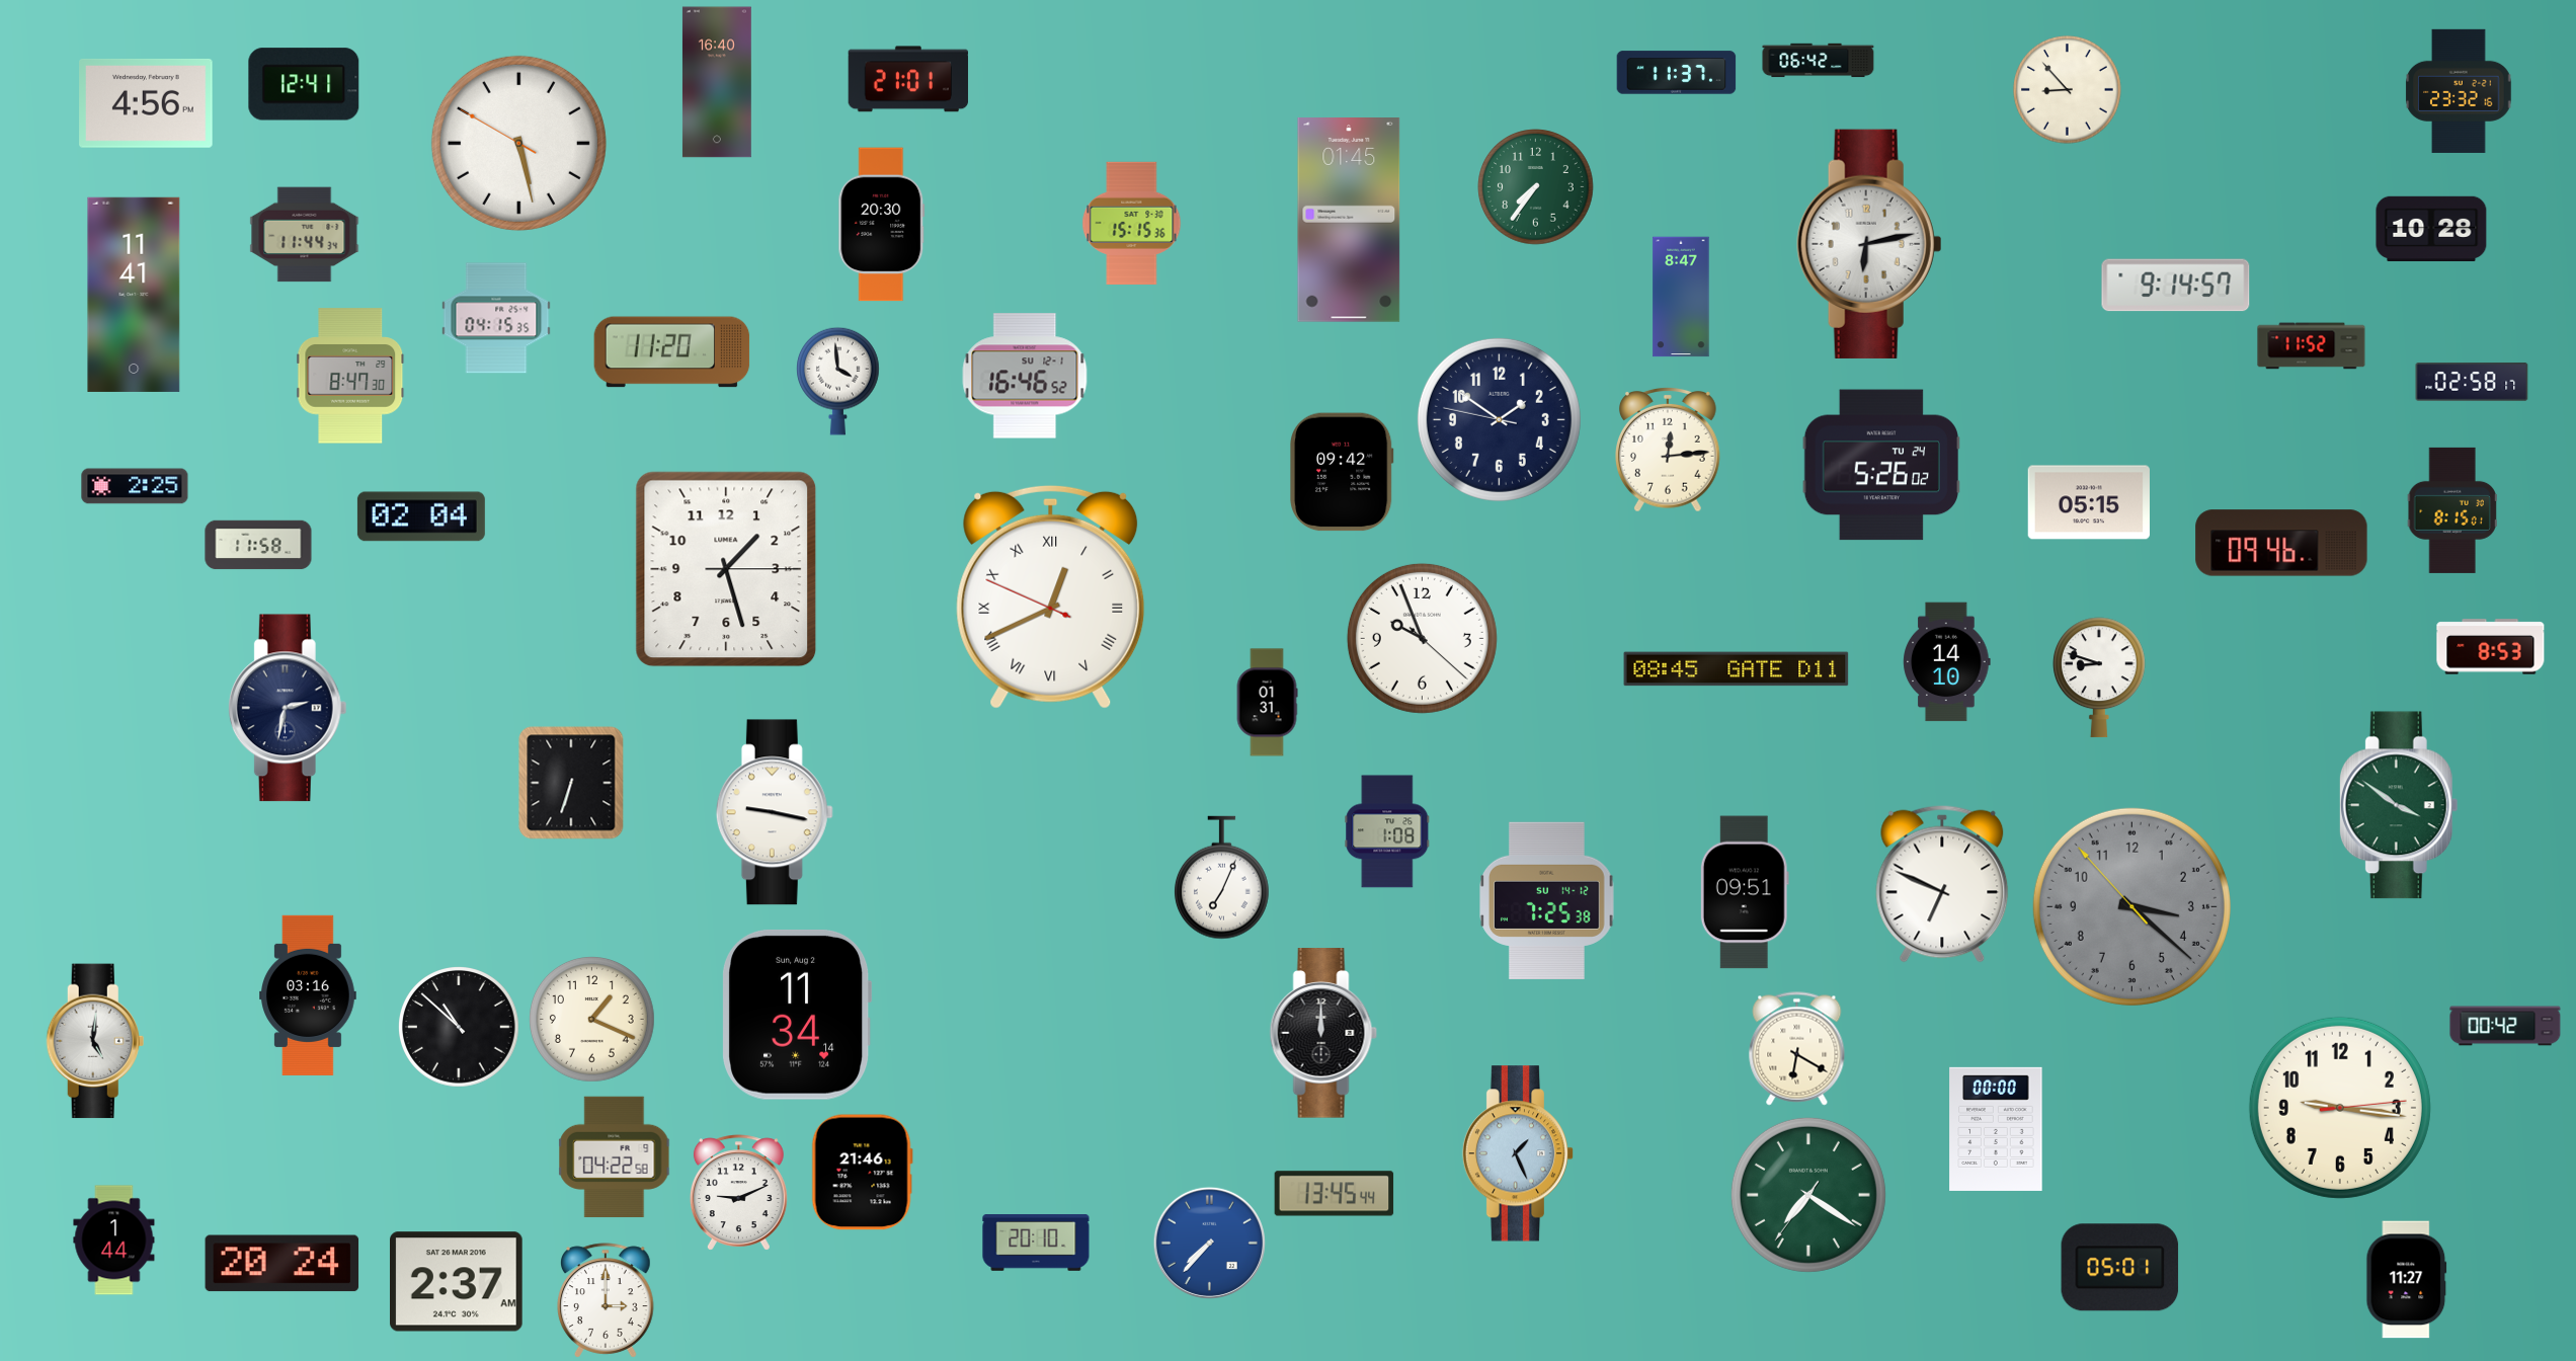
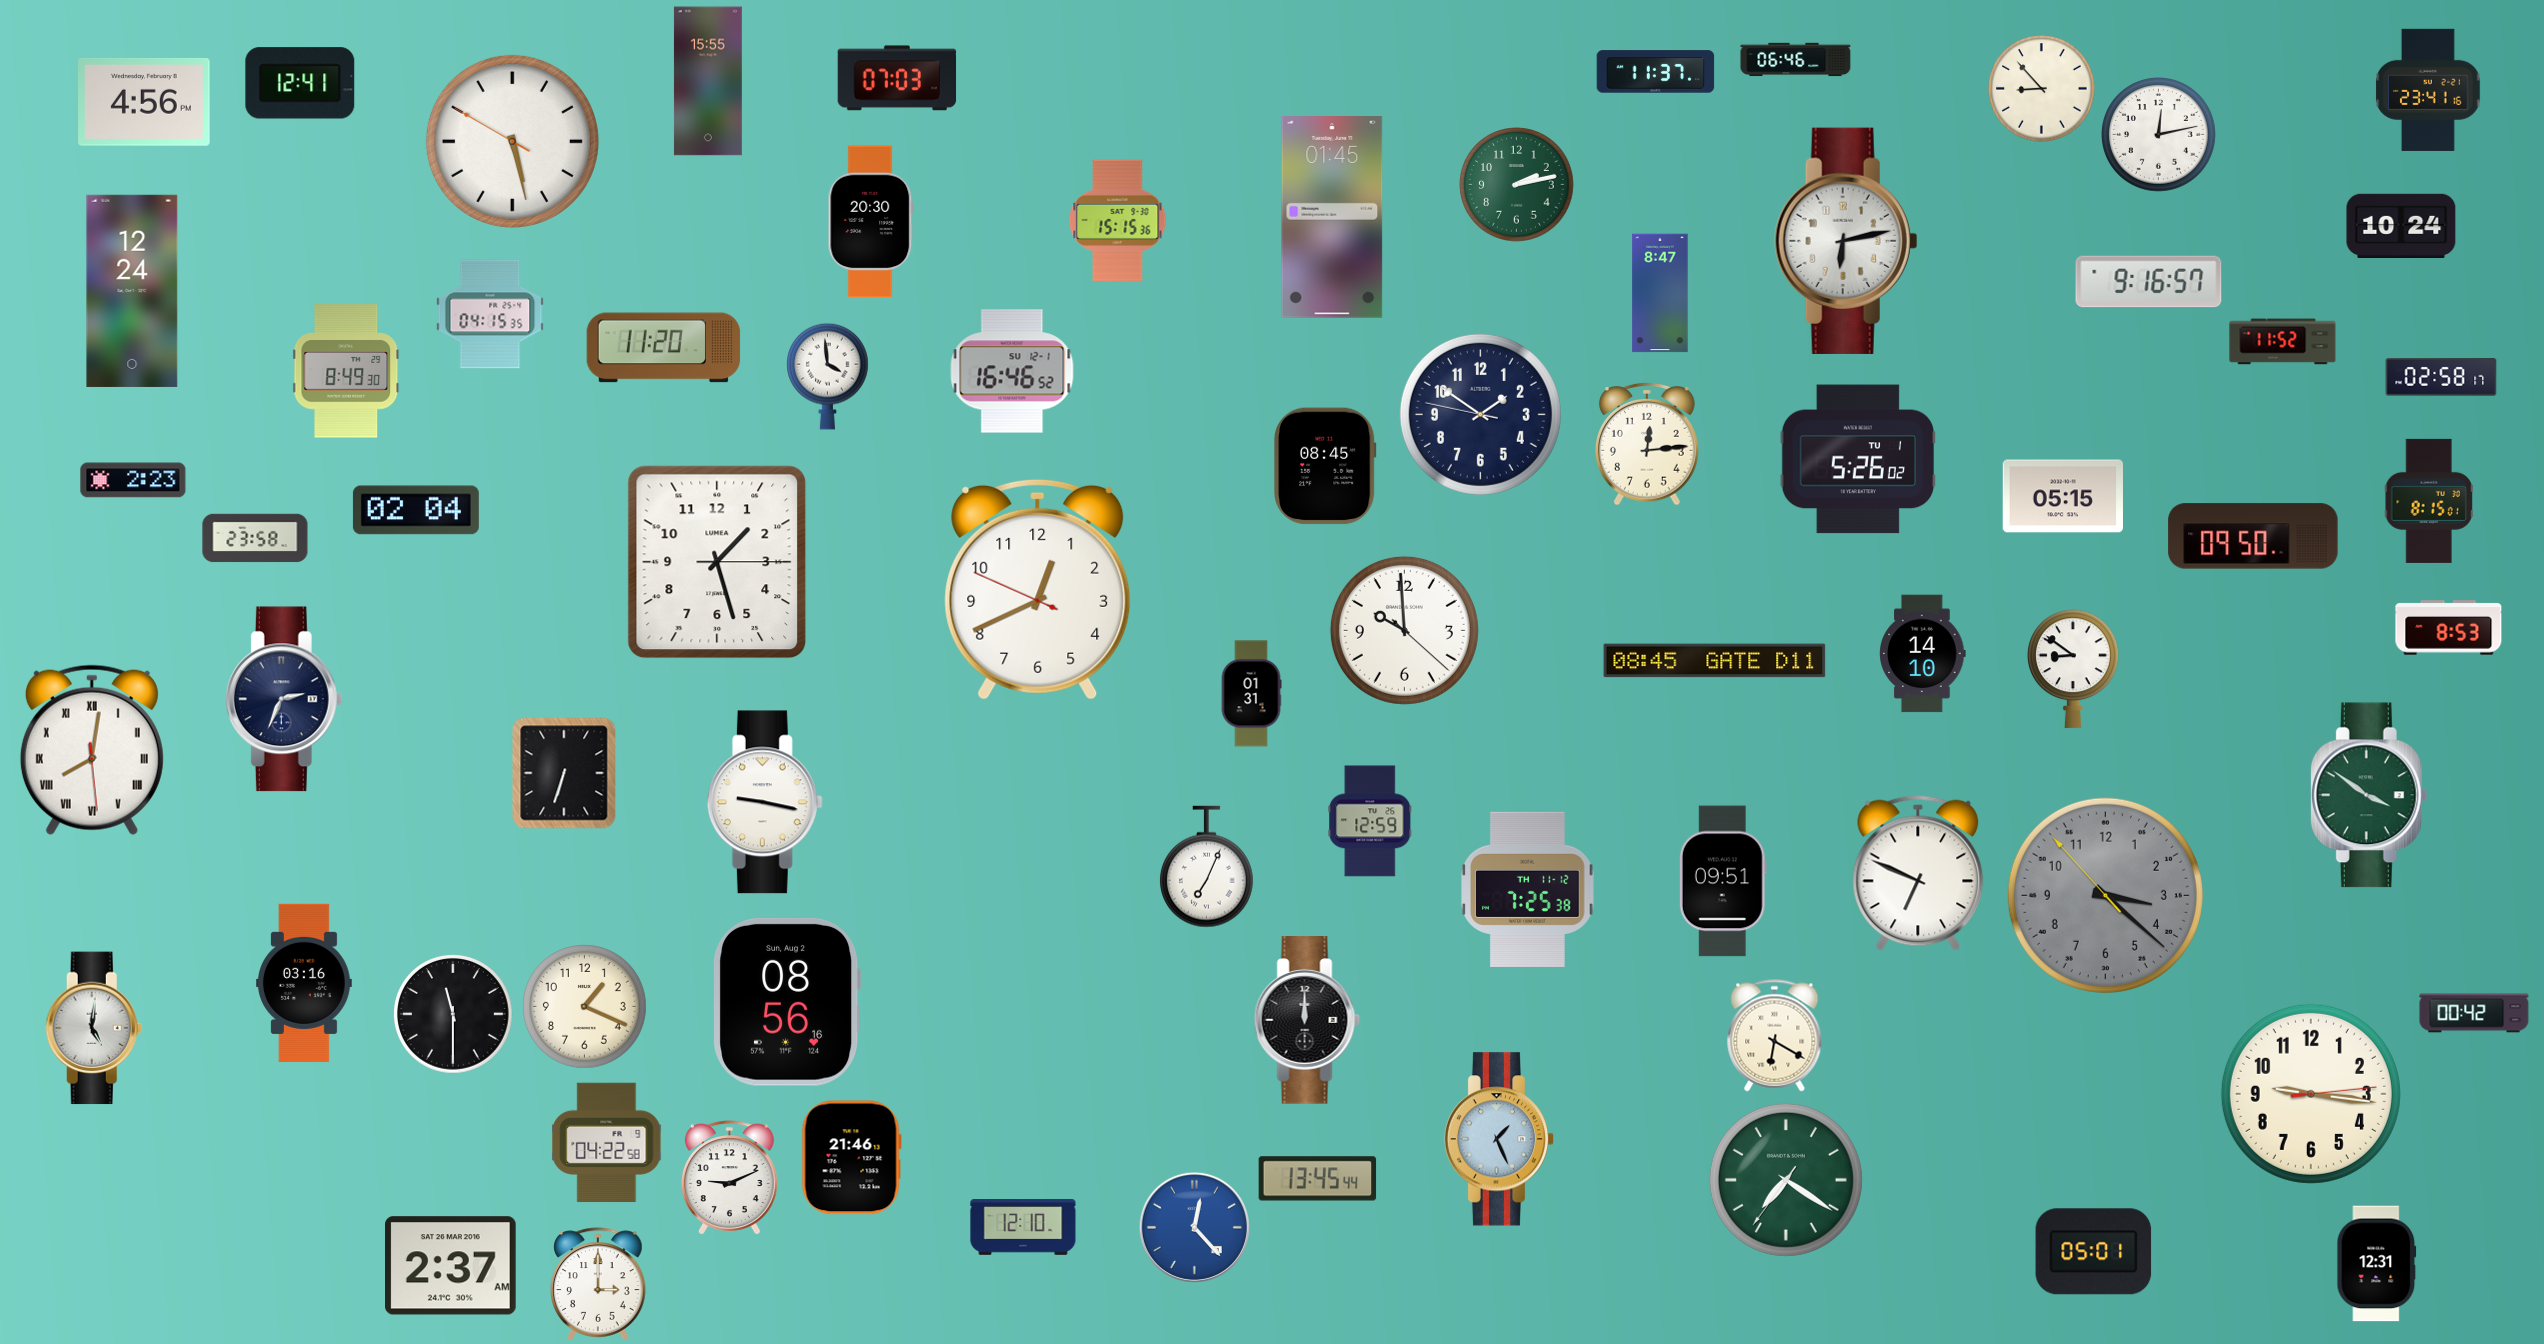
clock at (1819, 61): 06:42 -> 06:46
clock at (908, 79): 21:01 -> 07:03
clock at (717, 82): 16:40 -> 15:55
clock at (2459, 91): 23:32 -> 23:41
clock at (2159, 135): none -> 12:13
clock at (1536, 187): 7:36 -> 2:13
clock at (2431, 229): 10:28 -> 10:24
clock at (305, 235): 11:44 -> none
clock at (2176, 286): 9:14 -> 9:16
clock at (134, 295): 11:41 -> 12:24
clock at (350, 376): 8:47 -> 8:49
clock at (1881, 465) date: TU 24 -> TU 1
clock at (1342, 472): 09:42 -> 08:45
clock at (135, 486): 2:25 -> 2:23
clock at (2452, 510) position: (2452, 510) -> (2429, 501)
clock at (2281, 543): 09:46 -> 09:50
clock at (258, 545): 11:58 -> 23:58
clock at (1051, 596) numerals: Roman -> Arabic
clock at (1422, 638): 9:56 -> 9:59
clock at (2491, 647) position: (2491, 647) -> (2449, 628)
clock at (2099, 677): 8:48 -> 8:51
clock at (288, 708): 2:32 -> 2:34
clock at (92, 750): none -> 8:01
clock at (1387, 831): 1:08 -> 12:59
clock at (1547, 900) date: SU 14-12 -> TH 11-12
clock at (797, 1015): 11:34 -> 08:56
clock at (460, 1028): 10:52 -> 11:30
clock at (1996, 1129): 00:00 -> none
clock at (114, 1240): 1:44 -> none
clock at (1036, 1243): 20:10 -> 12:10
clock at (1209, 1243): 7:37 -> 12:23
clock at (283, 1264): 20:24 -> none
clock at (2407, 1280): 11:27 -> 12:31
